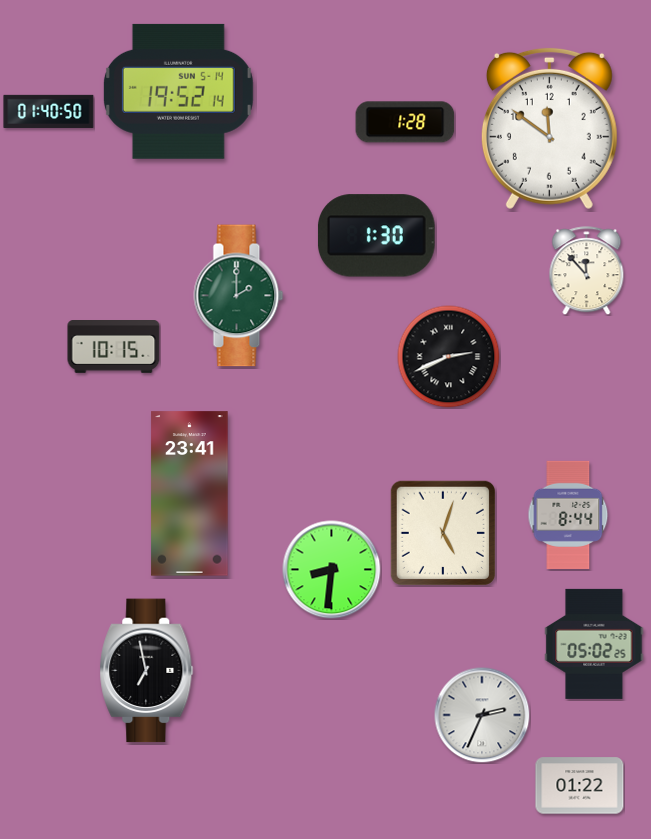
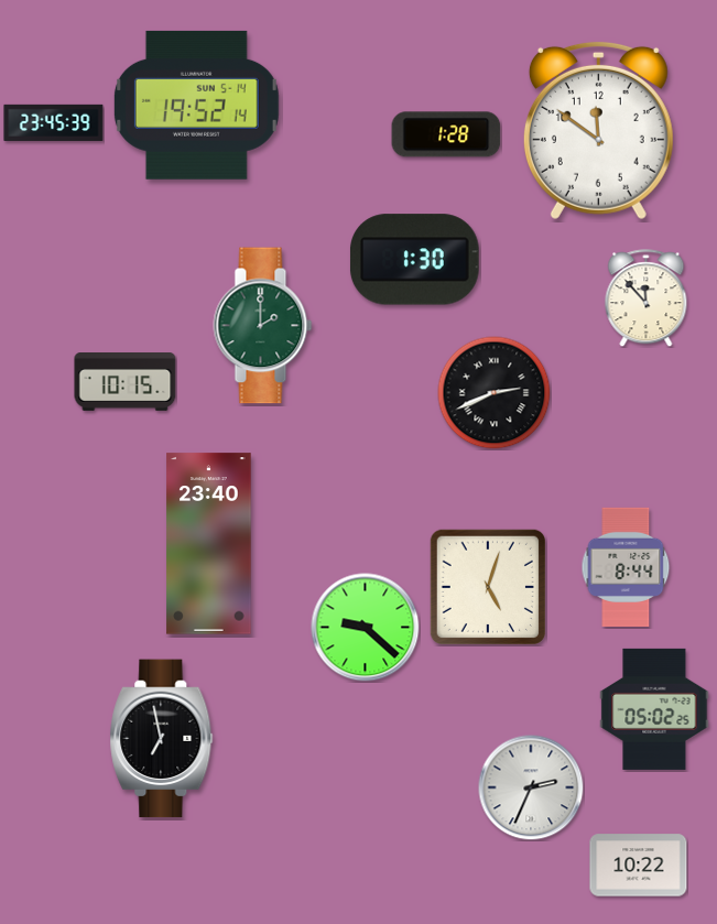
clock at (178, 91) position: (178, 91) -> (196, 105)
clock at (49, 111): 01:40 -> 23:45
clock at (549, 128) position: (549, 128) -> (598, 130)
clock at (190, 494): 23:41 -> 23:40
clock at (332, 570): 8:31 -> 9:22
clock at (580, 786): 01:22 -> 10:22
